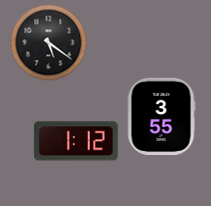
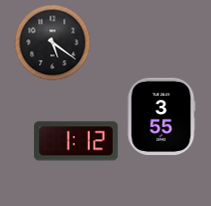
clock at (49, 43) position: (49, 43) -> (53, 43)
